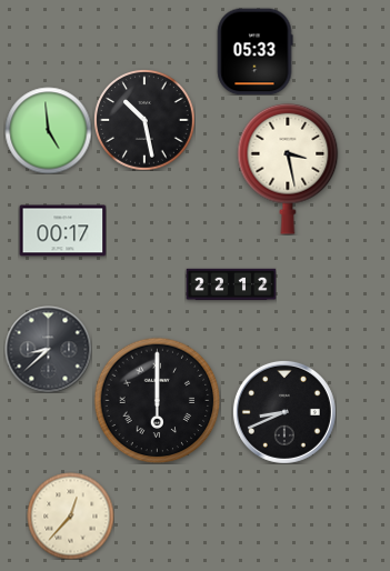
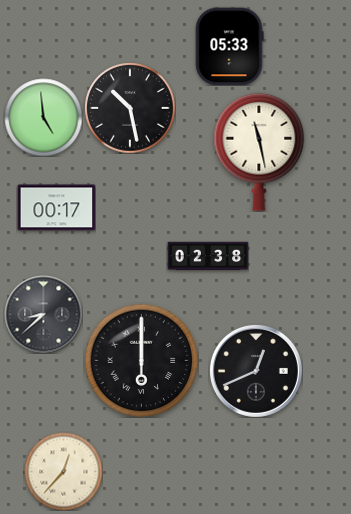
clock at (288, 169): 3:28 -> 11:28
clock at (231, 284): 22:12 -> 02:38
clock at (284, 412): 8:41 -> 12:41
clock at (70, 515) position: (70, 515) -> (63, 471)
